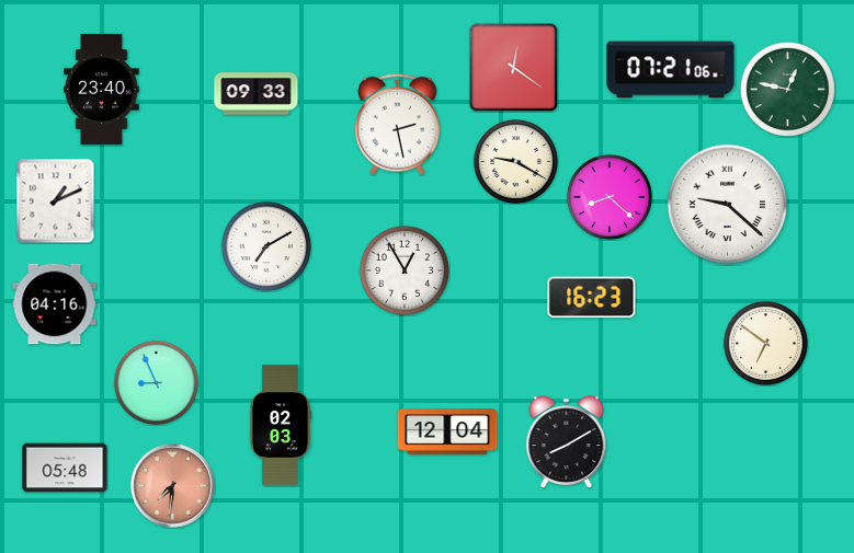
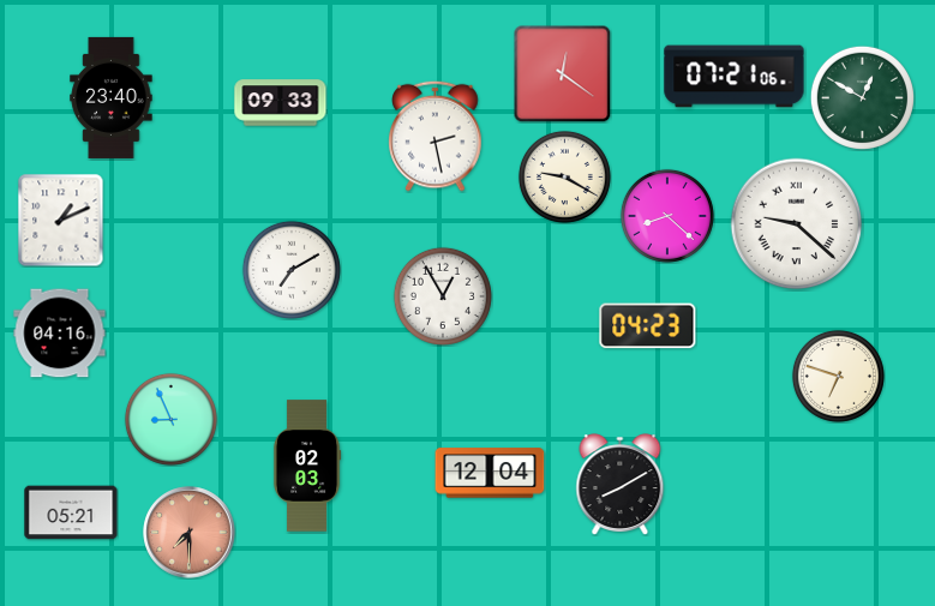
clock at (787, 89): 12:47 -> 12:50
clock at (592, 298): 16:23 -> 04:23
clock at (765, 343): 6:51 -> 6:48
clock at (65, 468): 05:48 -> 05:21
clock at (173, 486): 7:31 -> 7:30
